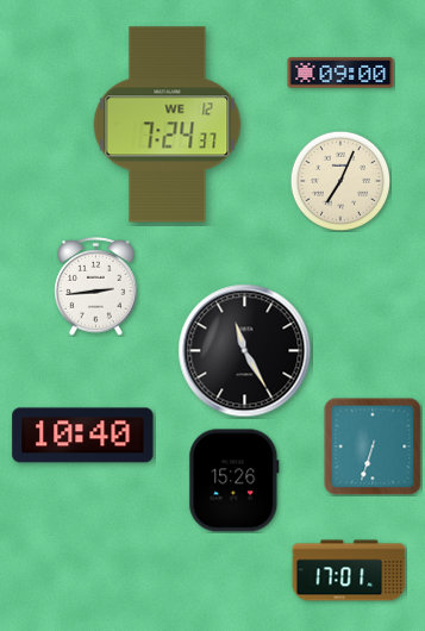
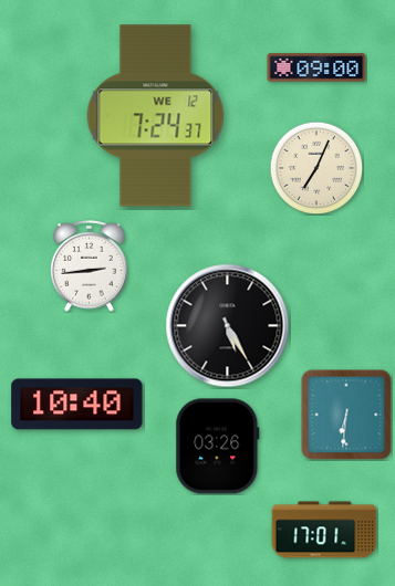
clock at (245, 351): 11:25 -> 5:25
clock at (373, 446): 6:33 -> 6:31
clock at (235, 481): 15:26 -> 03:26
